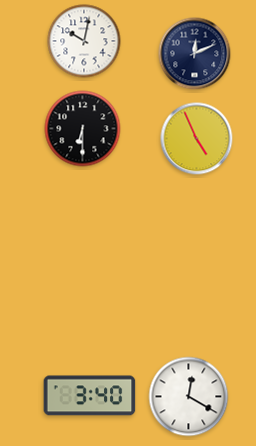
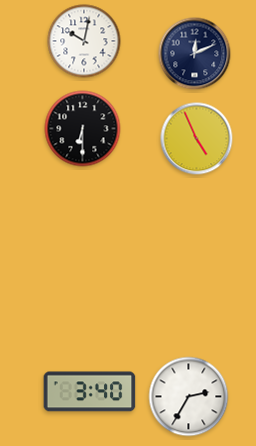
clock at (90, 396) position: (90, 396) -> (90, 392)
clock at (189, 397): 12:20 -> 2:35
